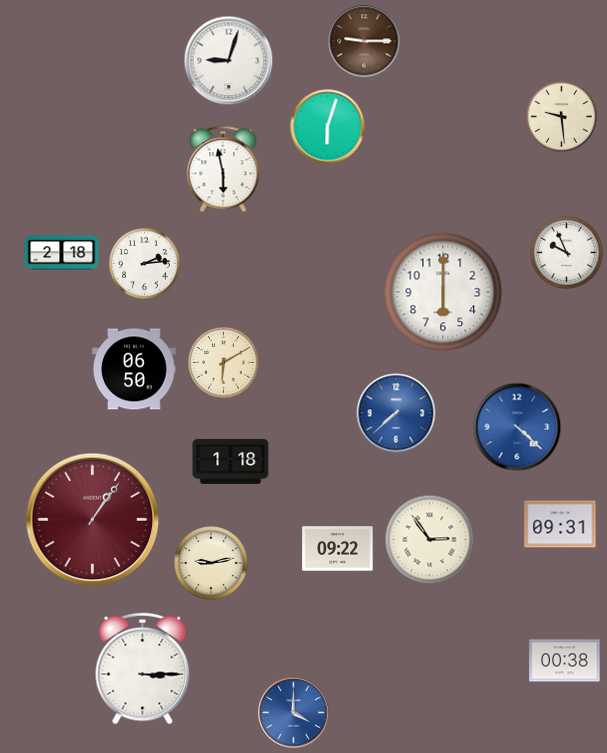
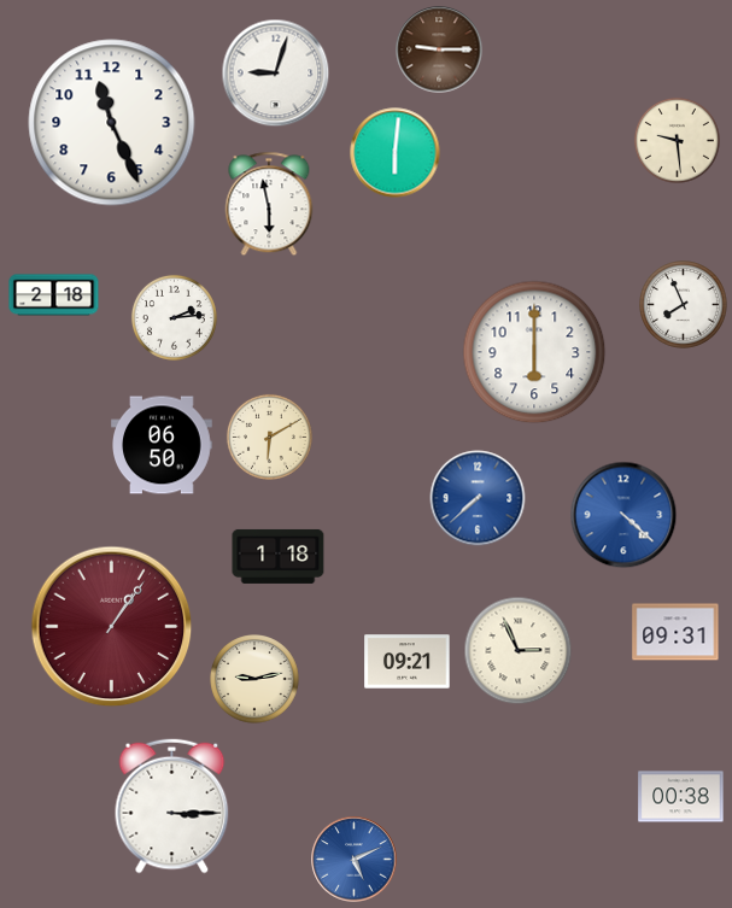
clock at (112, 123): none -> 11:26
clock at (328, 127): 6:03 -> 6:01
clock at (62, 253) position: (62, 253) -> (54, 295)
clock at (567, 253): 9:56 -> 7:56
clock at (430, 540): 2:54 -> 2:56
clock at (338, 549): 09:22 -> 09:21
clock at (294, 713): 4:00 -> 5:11
